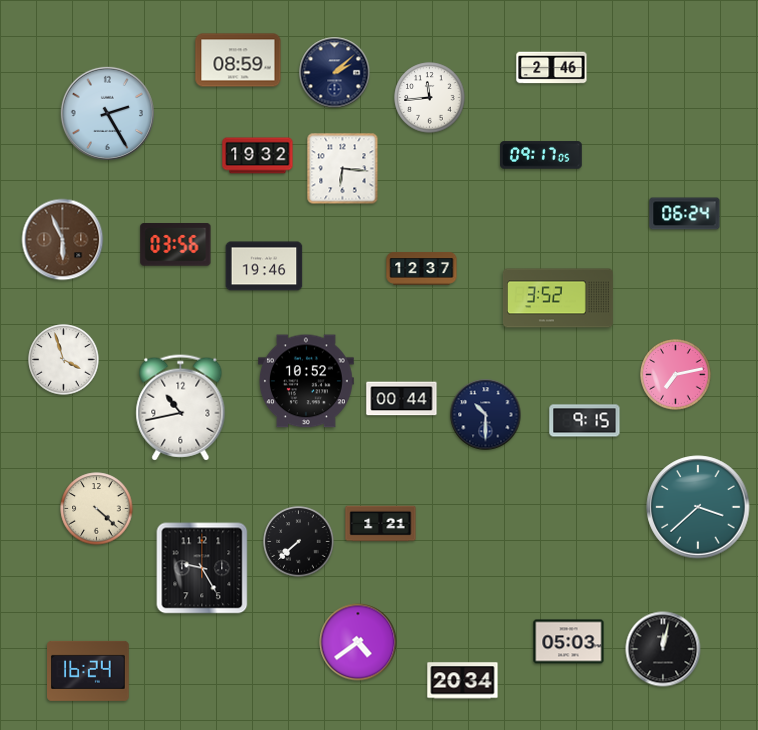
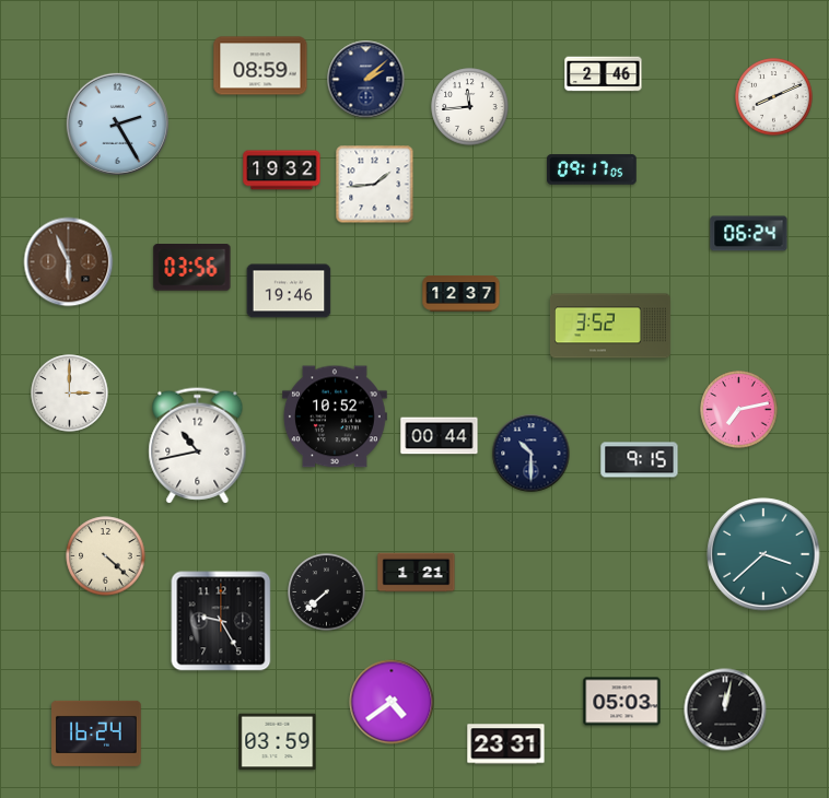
clock at (774, 97): none -> 8:11
clock at (343, 169): 6:16 -> 1:44
clock at (64, 360): 3:57 -> 3:00
clock at (278, 742): none -> 03:59
clock at (463, 681): 20:34 -> 23:31
